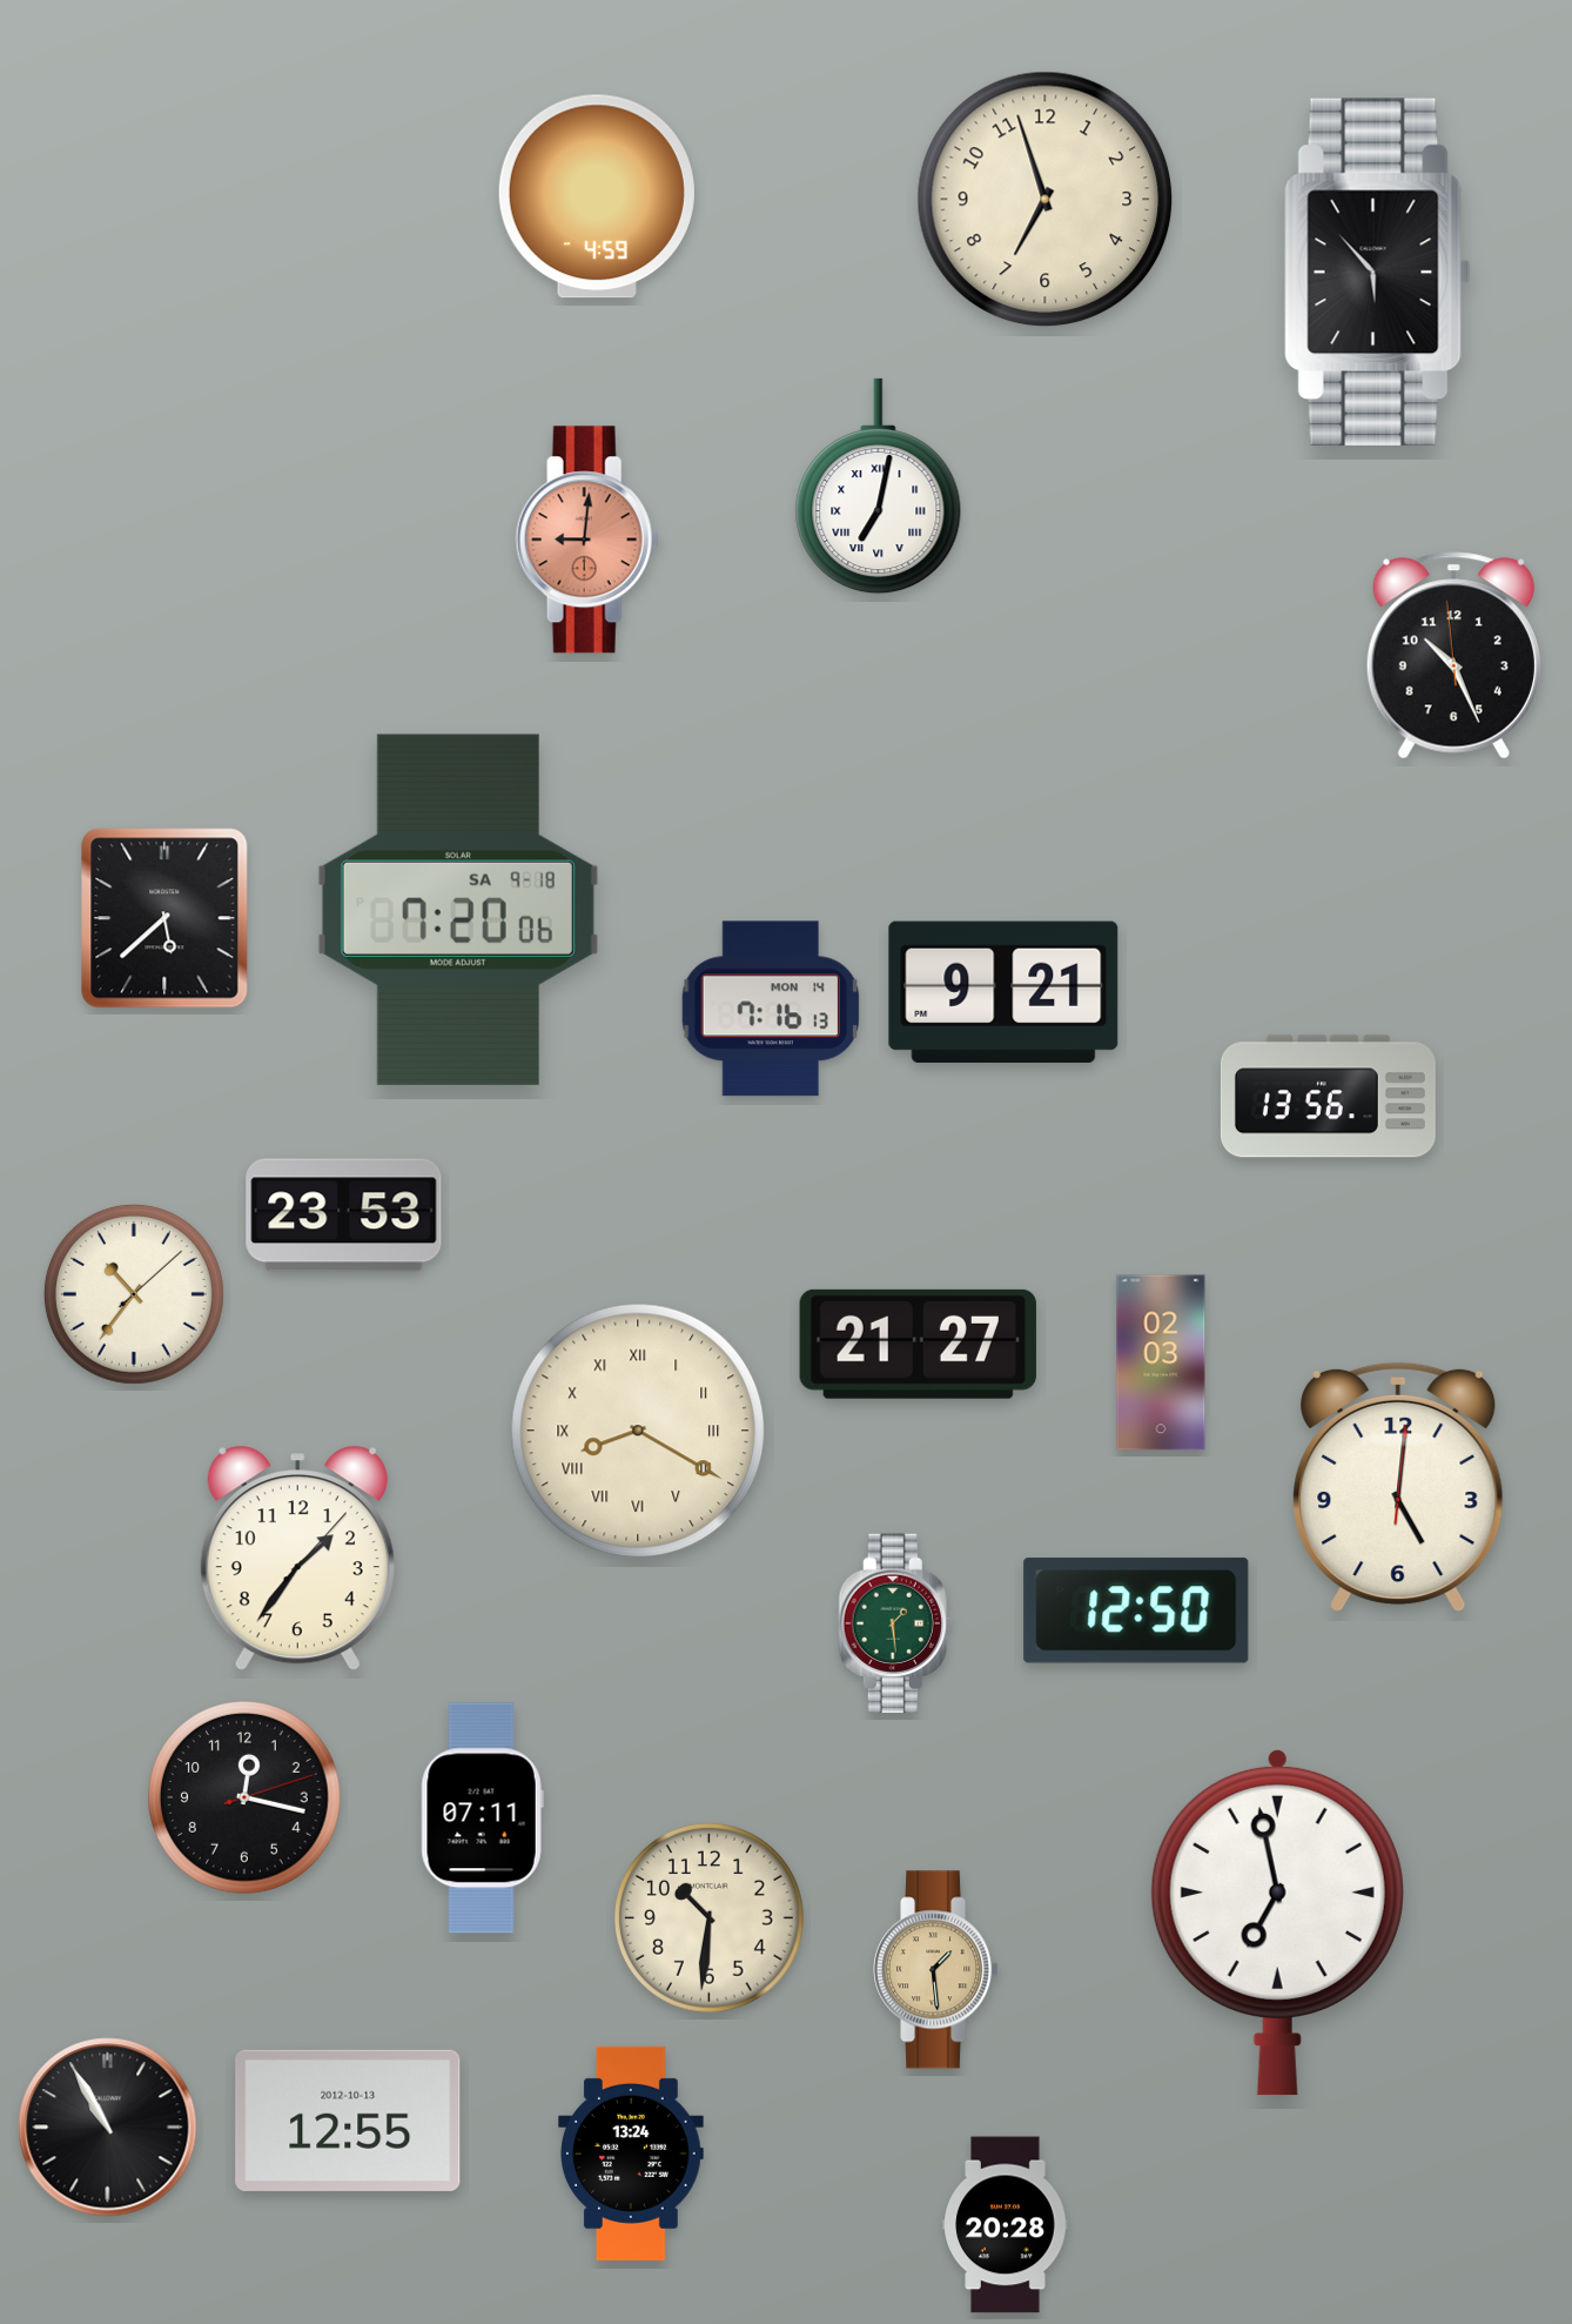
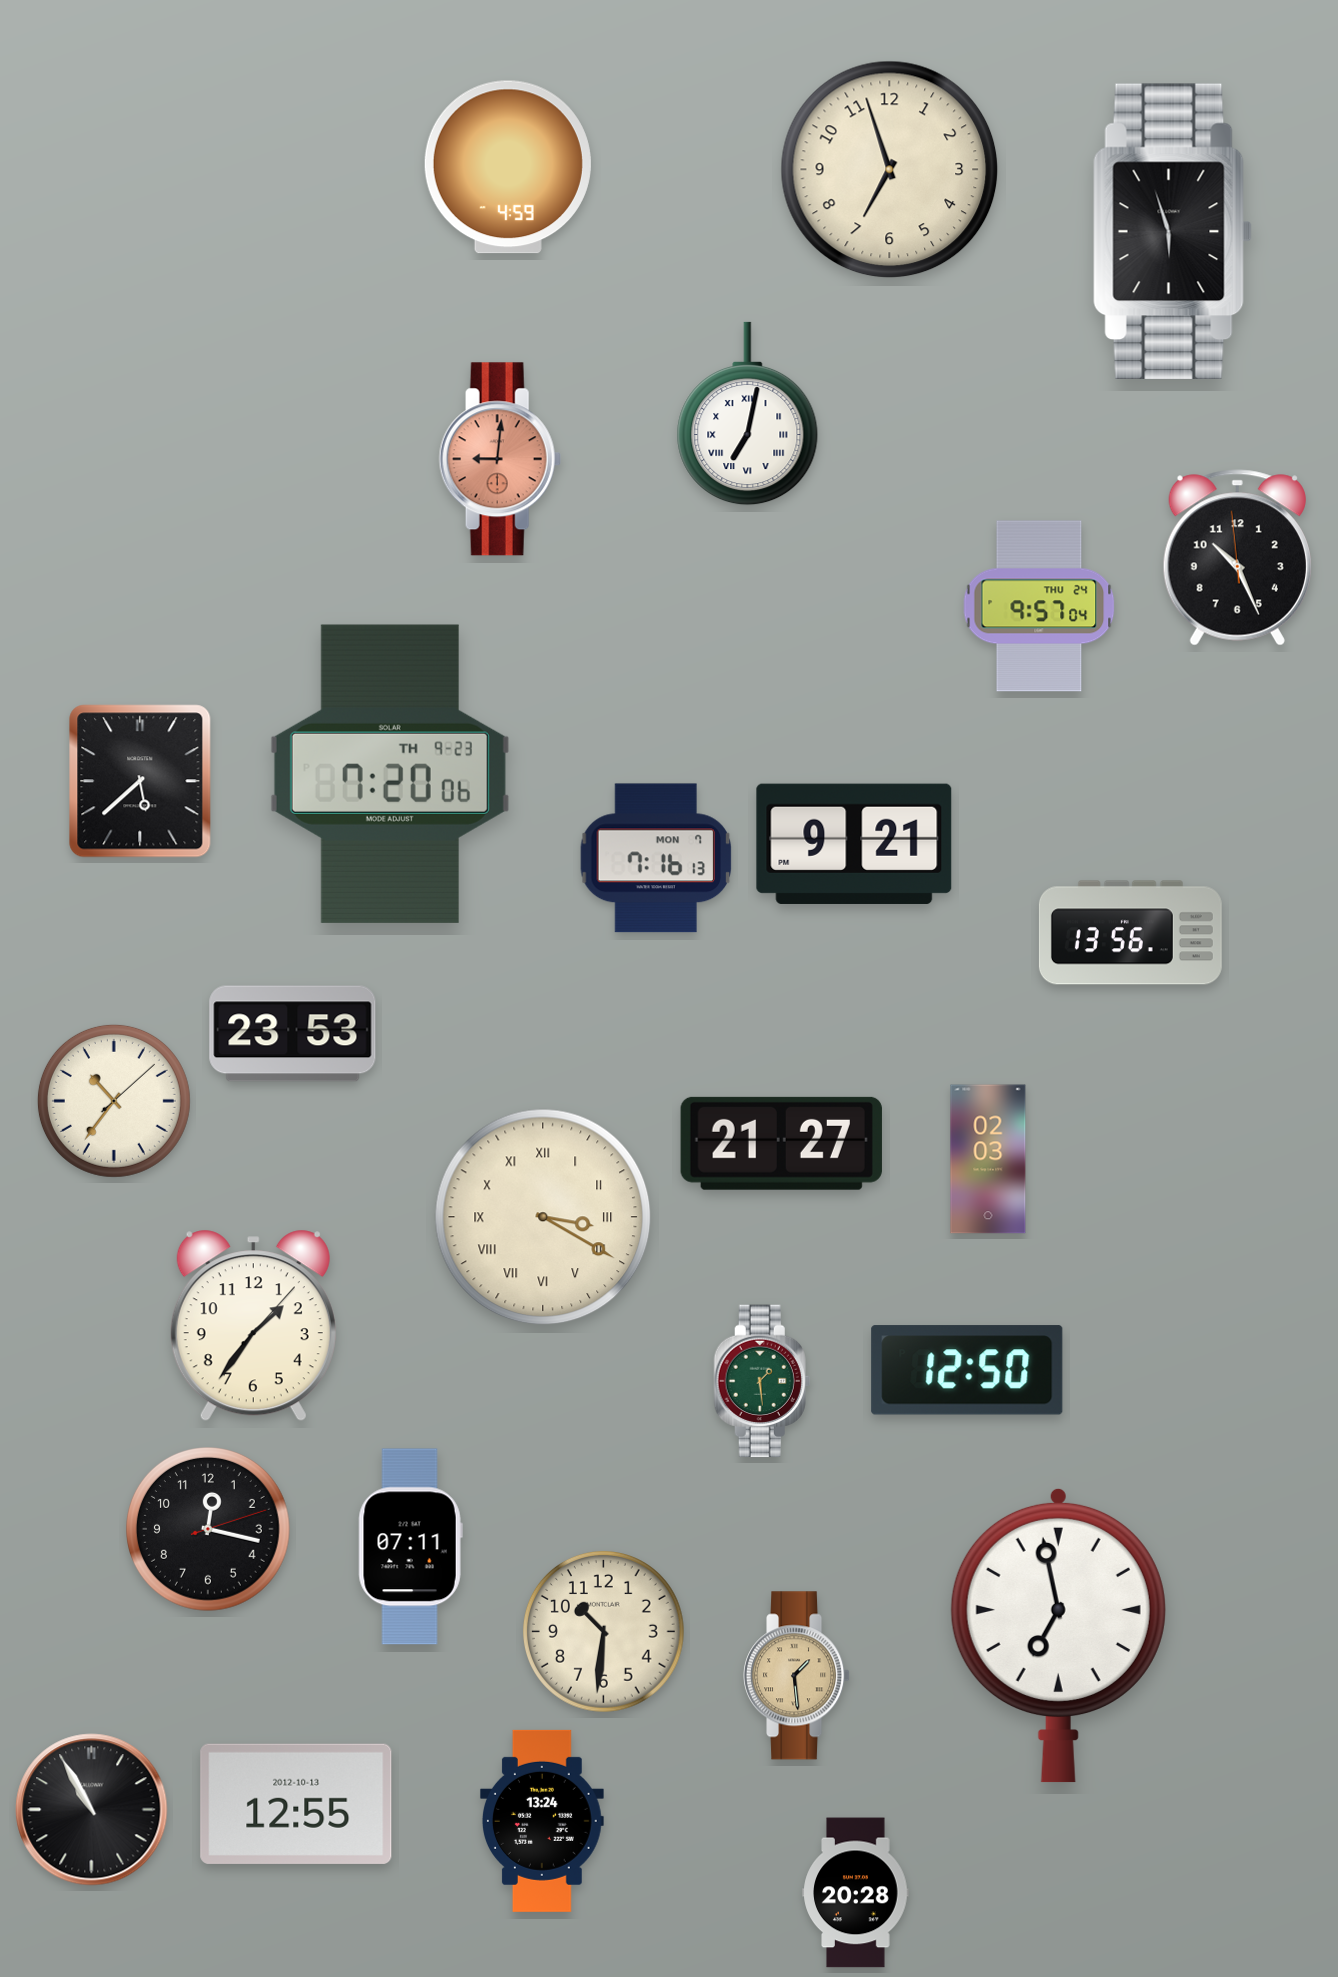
clock at (1377, 272): 5:53 -> 5:57
clock at (1039, 606): none -> 9:57
clock at (458, 910) date: SA 9-18 -> TH 9-23
clock at (771, 1009) date: MON 14 -> MON 7
clock at (638, 1431): 8:20 -> 3:20
clock at (1398, 1487): 5:01 -> none
clock at (1277, 1922) position: (1277, 1922) -> (1058, 1635)
clock at (631, 2154) position: (631, 2154) -> (542, 1821)
